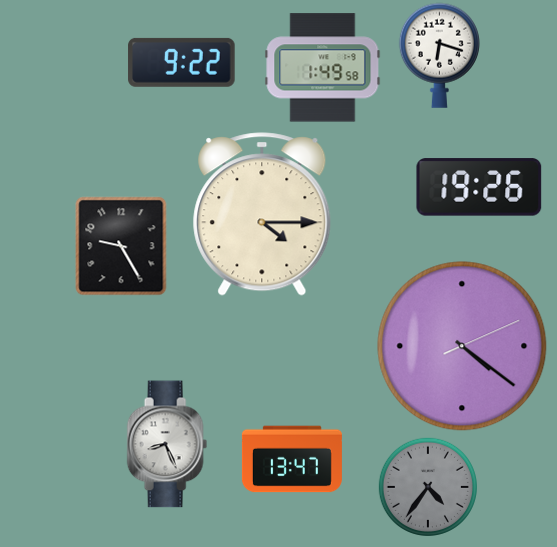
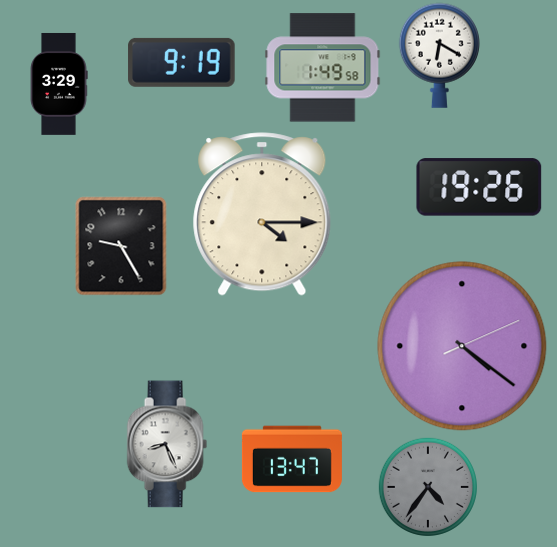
clock at (439, 55): 6:18 -> 6:20
clock at (182, 62): 9:22 -> 9:19
clock at (59, 84): none -> 3:29
